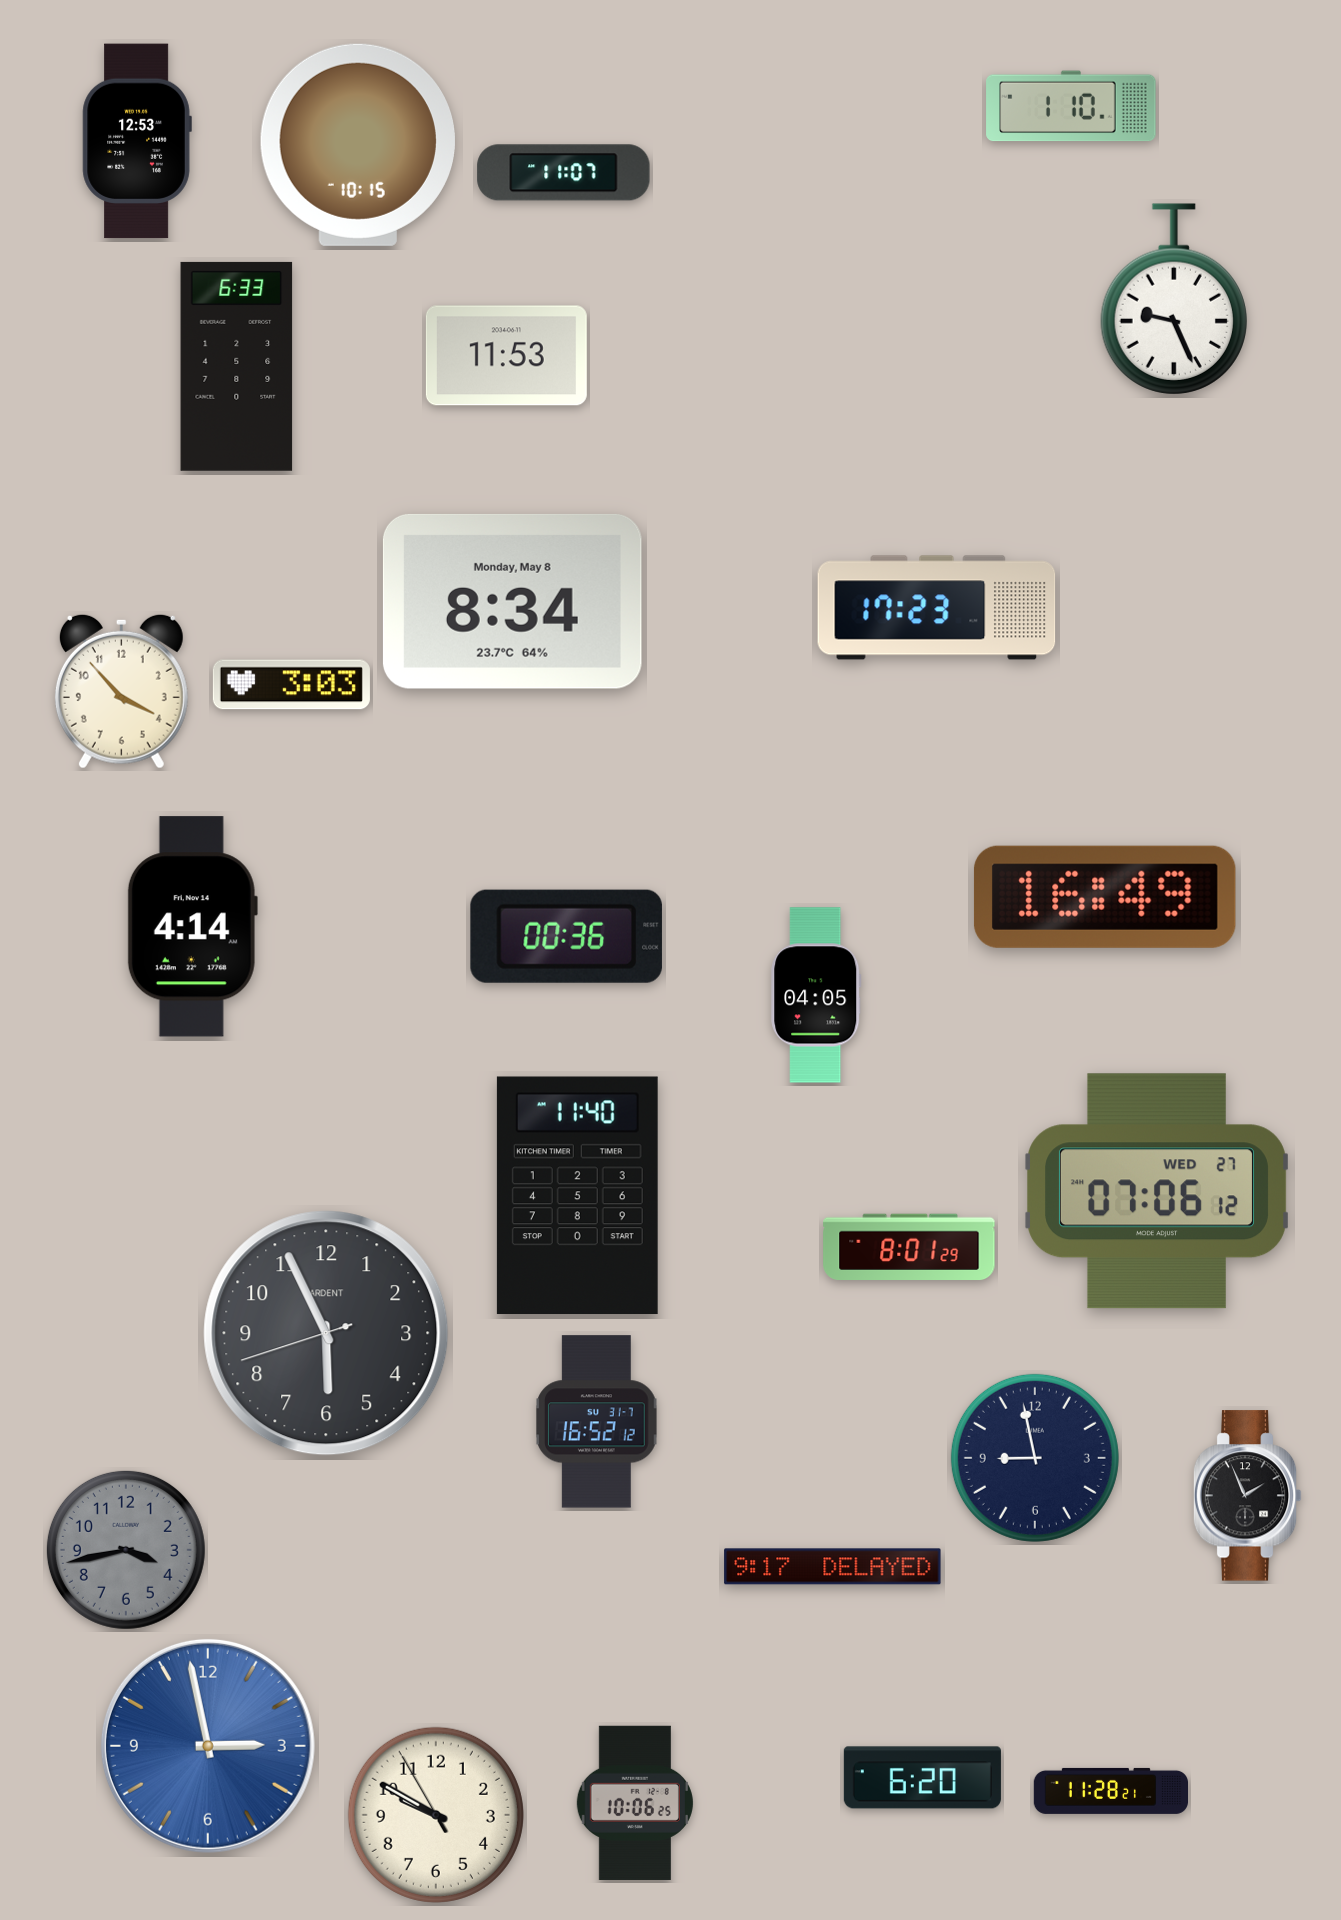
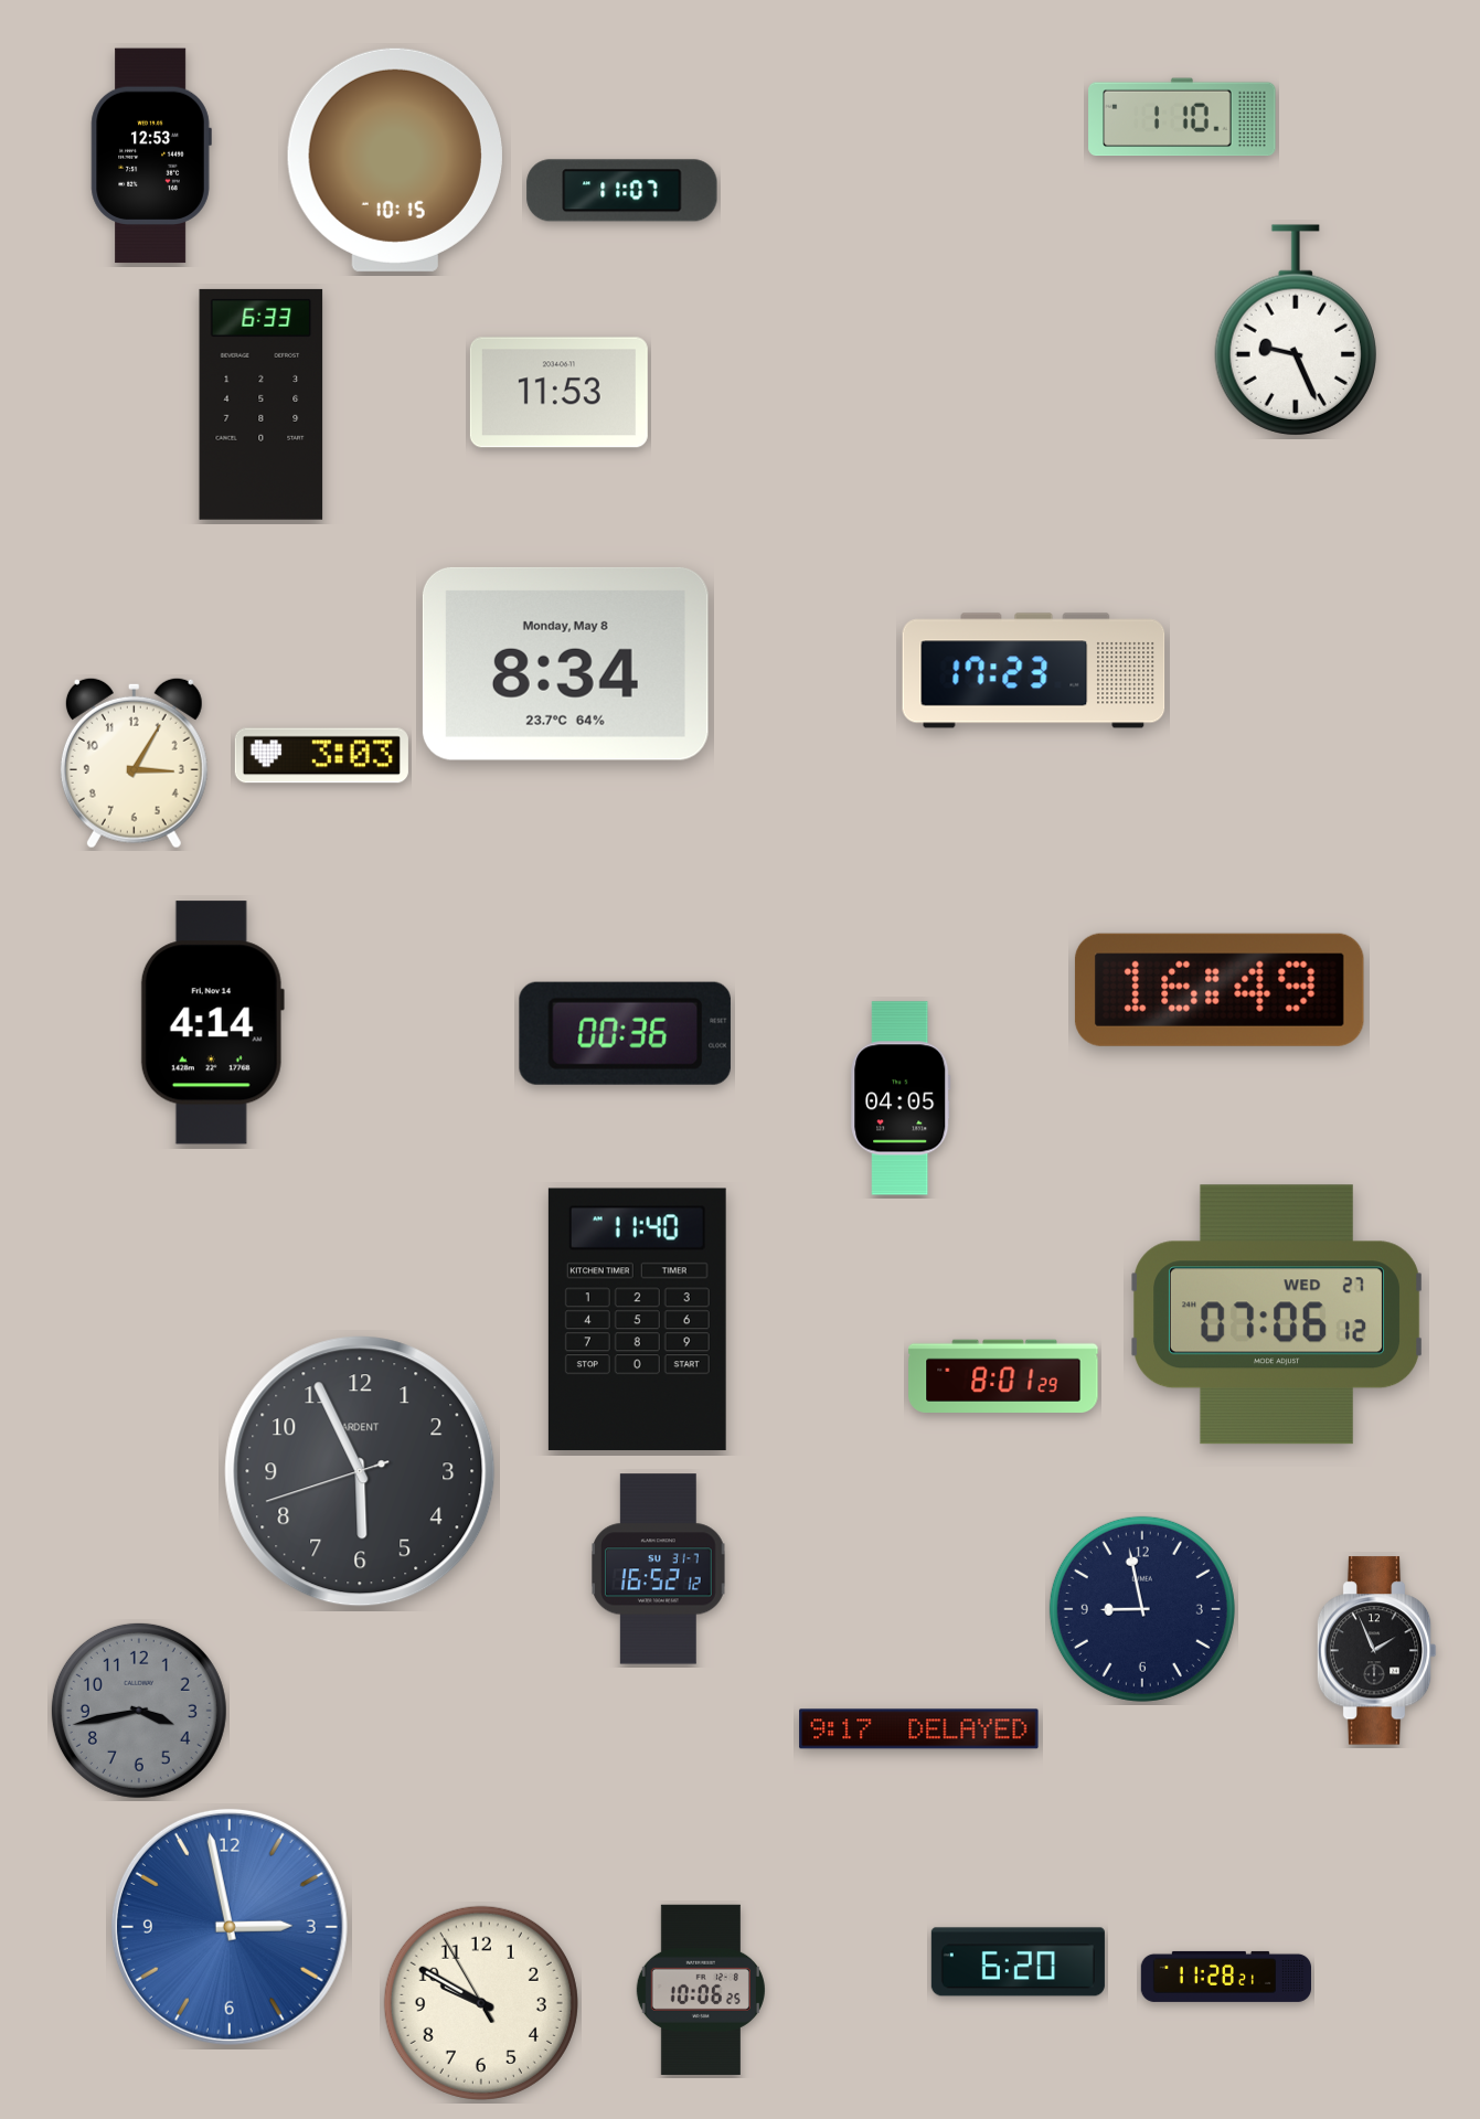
clock at (121, 691): 3:53 -> 3:05
